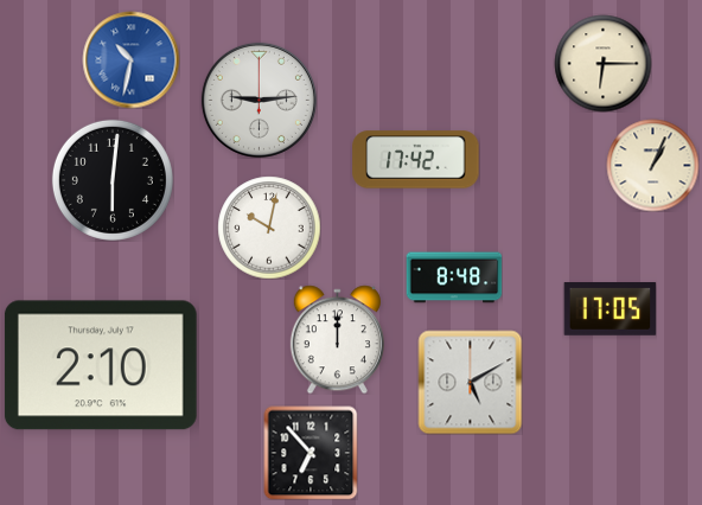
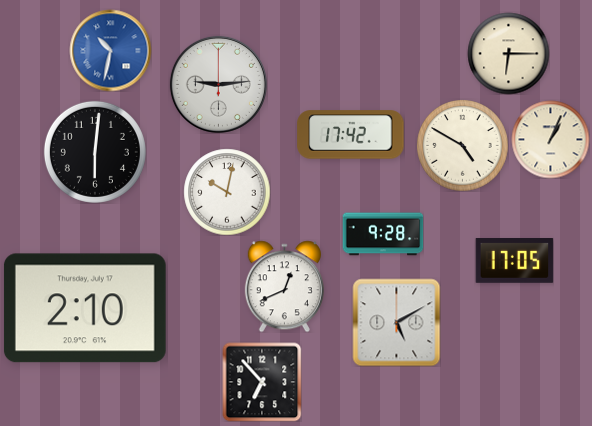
clock at (462, 145): none -> 4:50
clock at (454, 277): 8:48 -> 9:28
clock at (337, 339): 12:00 -> 12:41
